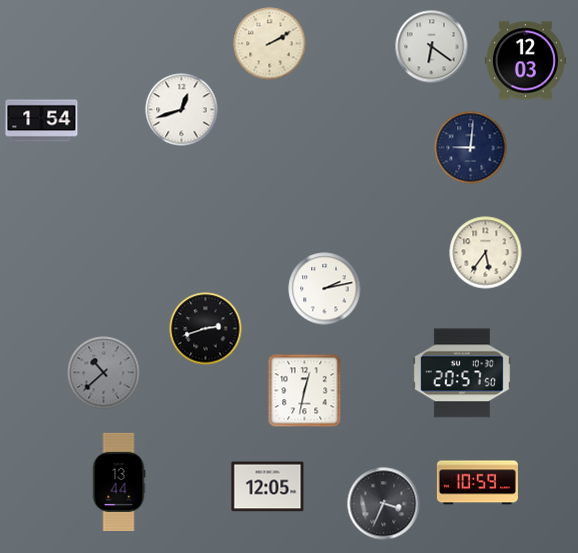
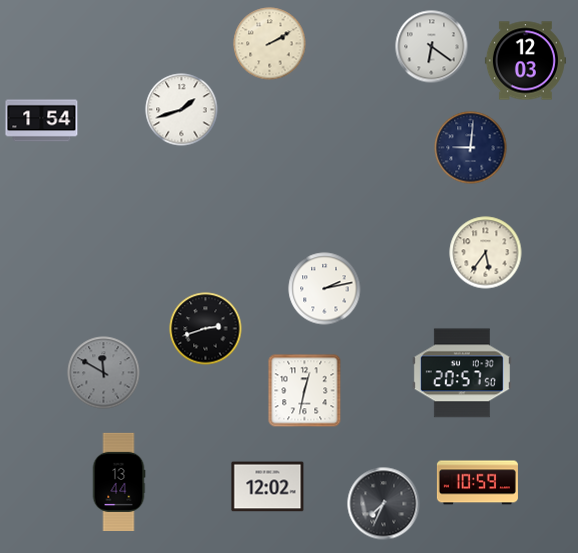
clock at (182, 110): 12:42 -> 1:42
clock at (104, 373): 10:38 -> 11:50
clock at (268, 487): 12:05 -> 12:02
clock at (384, 504): 3:34 -> 7:34
